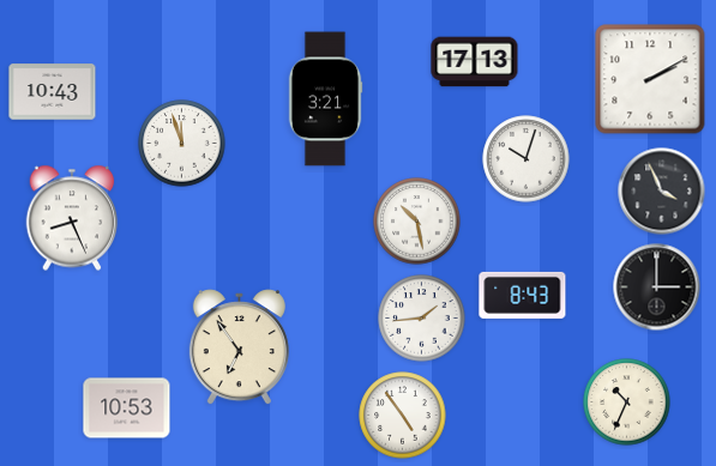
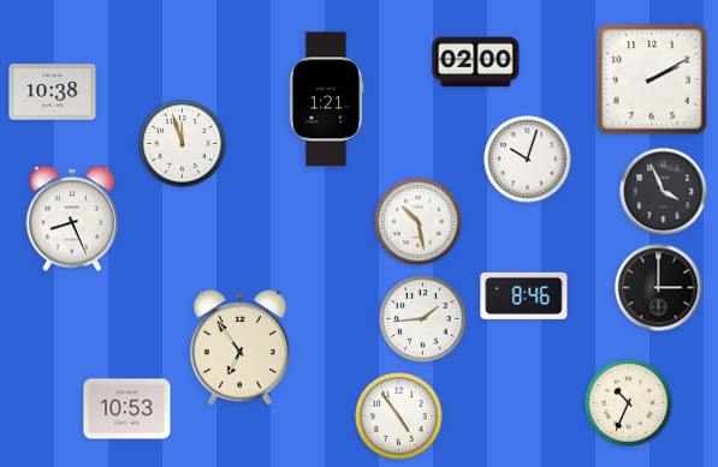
clock at (475, 62): 17:13 -> 02:00
clock at (53, 92): 10:43 -> 10:38
clock at (325, 99): 3:21 -> 1:21
clock at (523, 295): 8:43 -> 8:46
clock at (403, 416) position: (403, 416) -> (399, 417)
